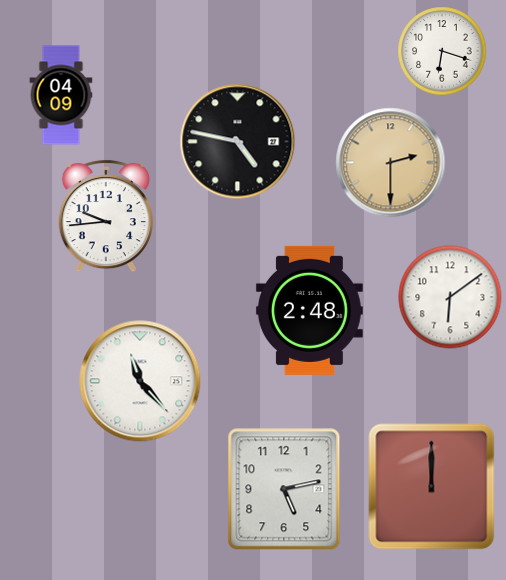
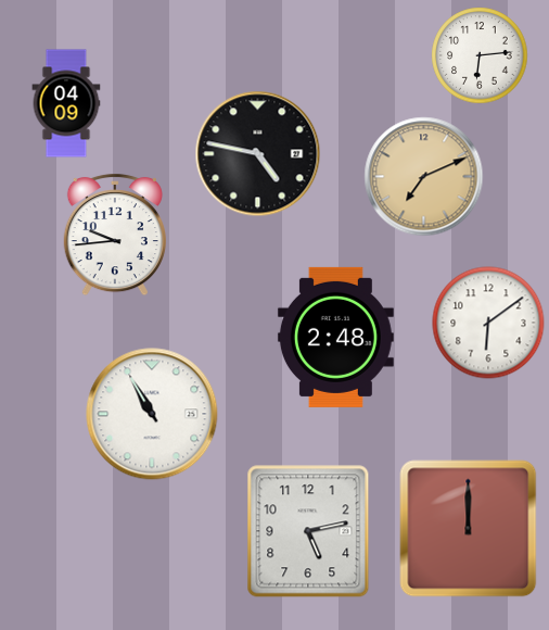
clock at (442, 51): 6:18 -> 6:14
clock at (391, 163): 2:30 -> 7:11
clock at (140, 381): 11:23 -> 10:55
